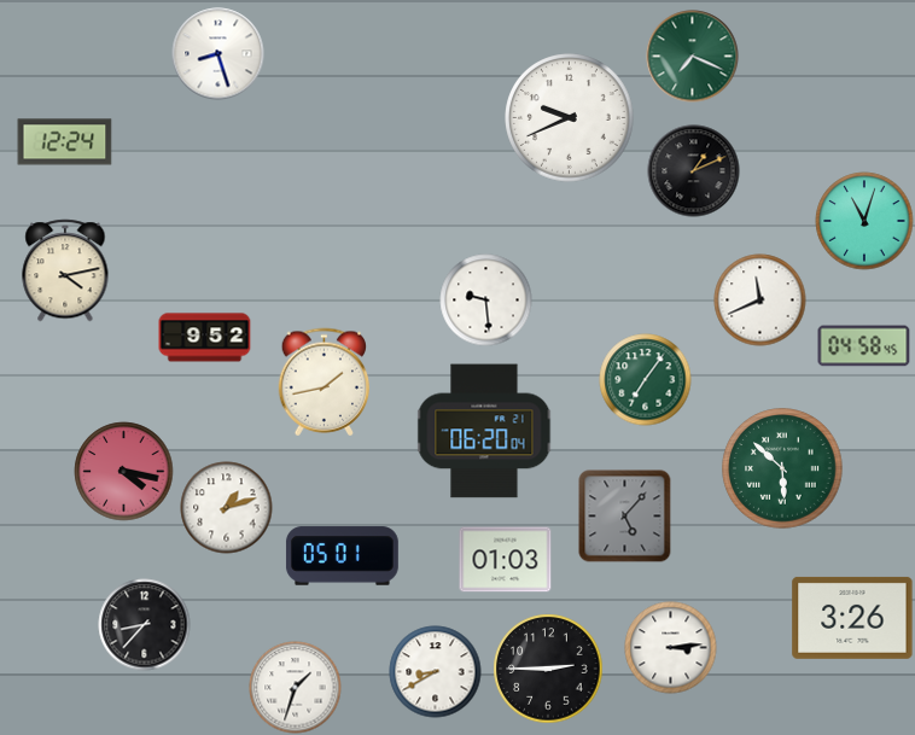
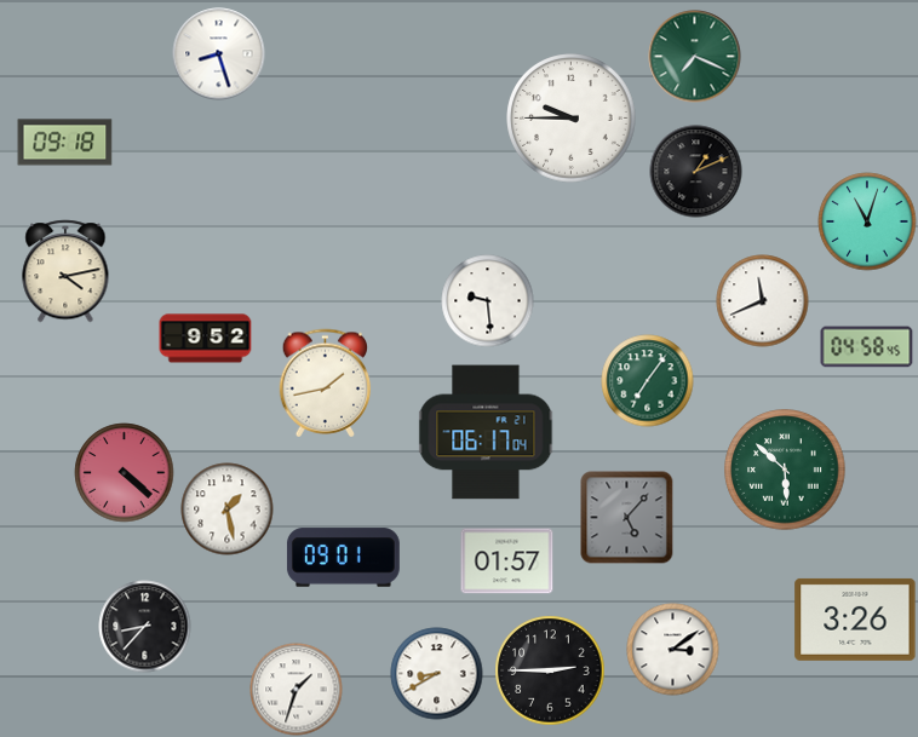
clock at (570, 118): 9:41 -> 9:45
clock at (65, 142): 12:24 -> 09:18
clock at (484, 431): 06:20 -> 06:17
clock at (124, 472): 4:17 -> 4:22
clock at (227, 508): 1:12 -> 1:28
clock at (342, 556): 05:01 -> 09:01
clock at (506, 560): 01:03 -> 01:57
clock at (671, 648): 3:14 -> 3:09
